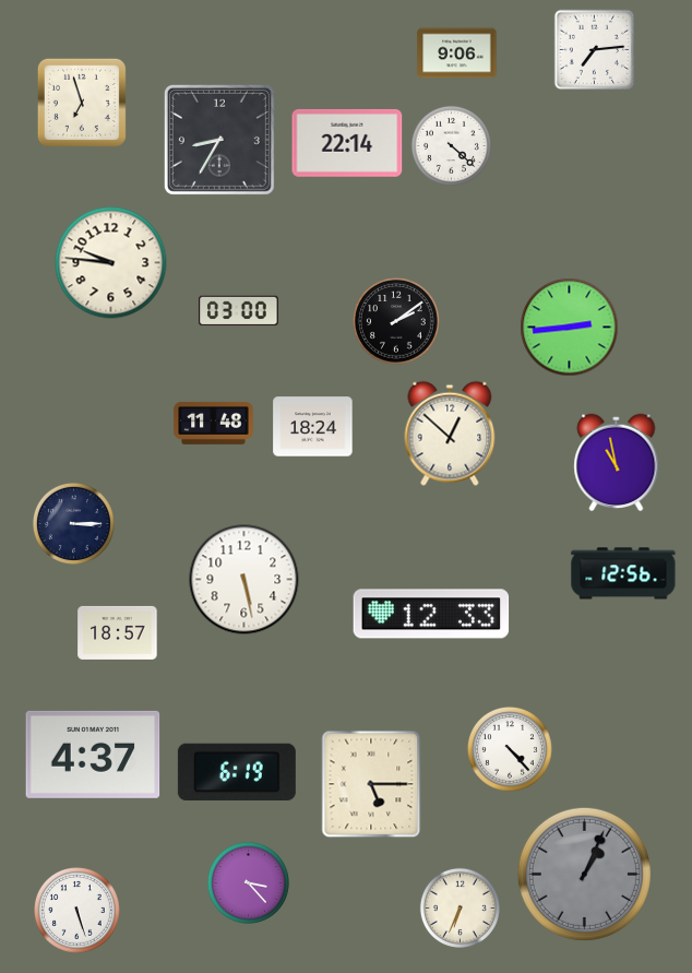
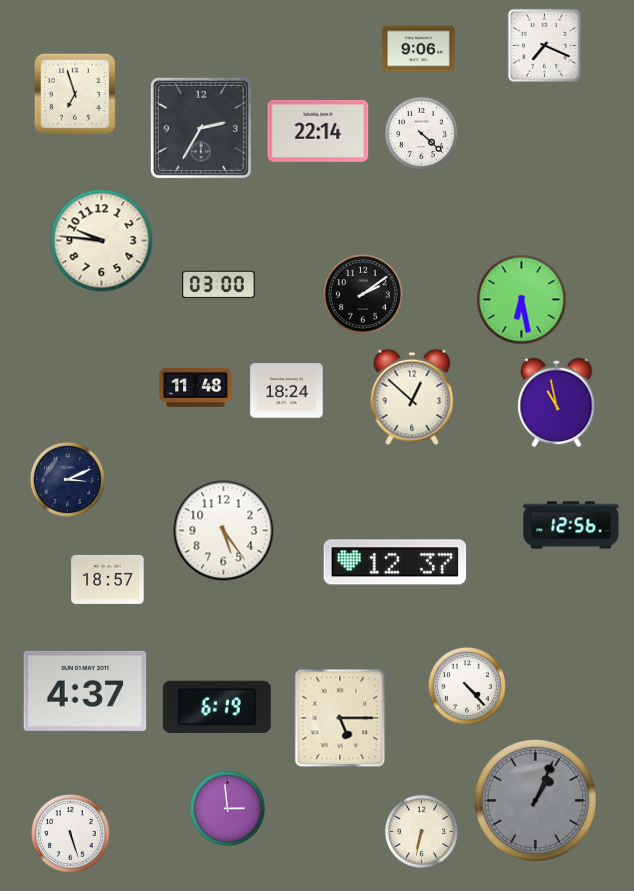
clock at (595, 50): 7:14 -> 7:19
clock at (219, 140): 8:35 -> 2:35
clock at (451, 145) position: (451, 145) -> (421, 133)
clock at (570, 328): 2:44 -> 6:28
clock at (617, 463) position: (617, 463) -> (557, 403)
clock at (73, 523): 3:15 -> 3:11
clock at (244, 580): 5:28 -> 5:24
clock at (431, 614): 12:33 -> 12:37
clock at (248, 882): 3:23 -> 2:59
clock at (460, 907): 6:34 -> 6:32
